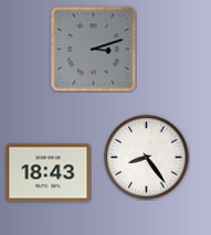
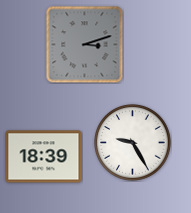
clock at (147, 158): 8:24 -> 9:25
clock at (49, 173): 18:43 -> 18:39
